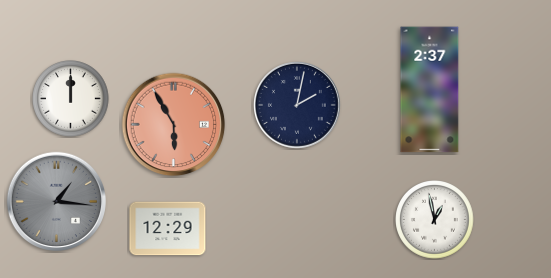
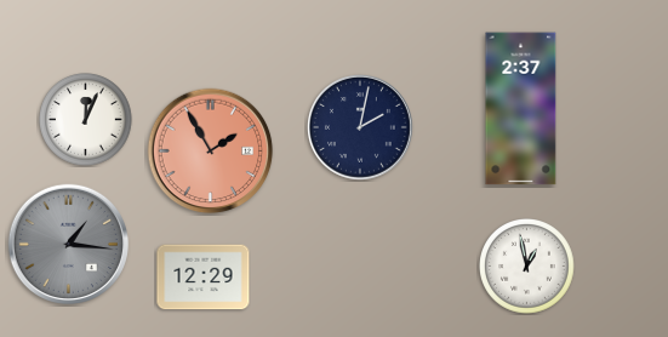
clock at (71, 99): 12:00 -> 12:04
clock at (174, 125): 5:55 -> 1:55
